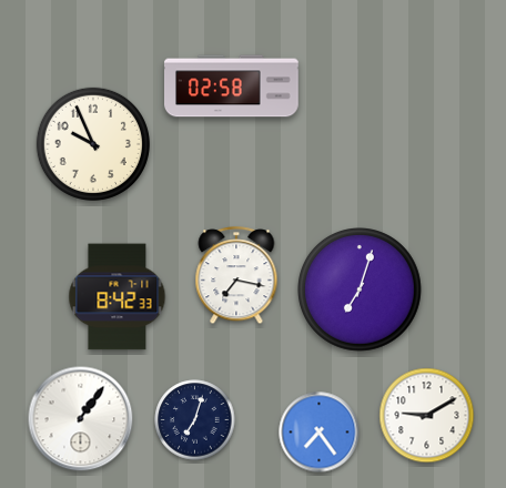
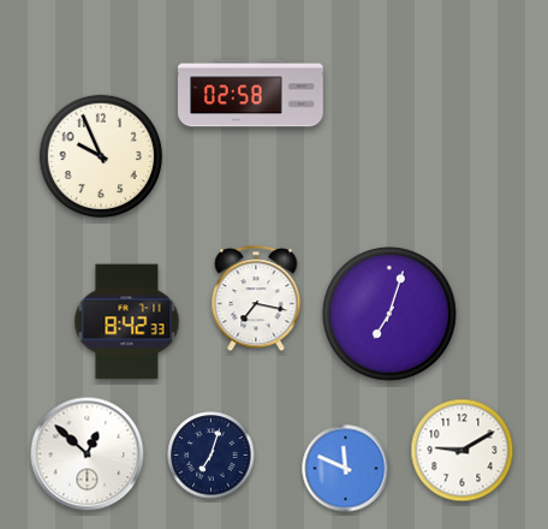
clock at (81, 419): 1:06 -> 12:52
clock at (320, 433): 7:24 -> 11:49
